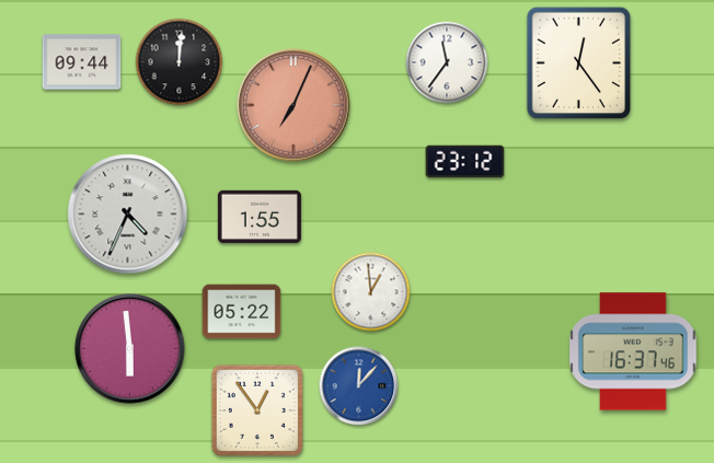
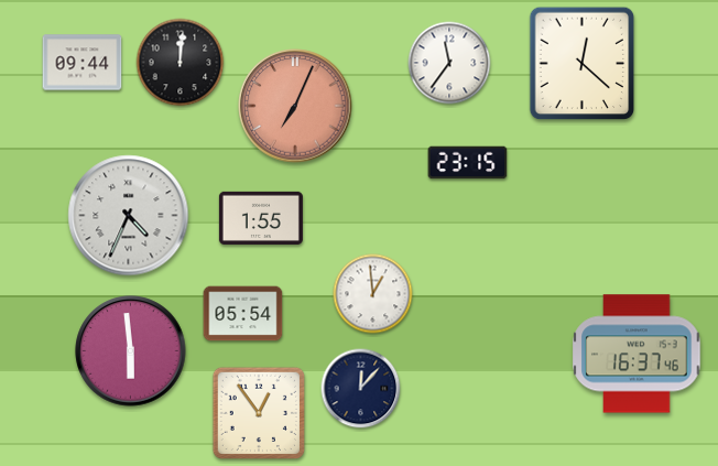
clock at (579, 63): 12:24 -> 12:22
clock at (465, 162): 23:12 -> 23:15
clock at (242, 312): 05:22 -> 05:54
clock at (359, 386) dial: blue -> navy
